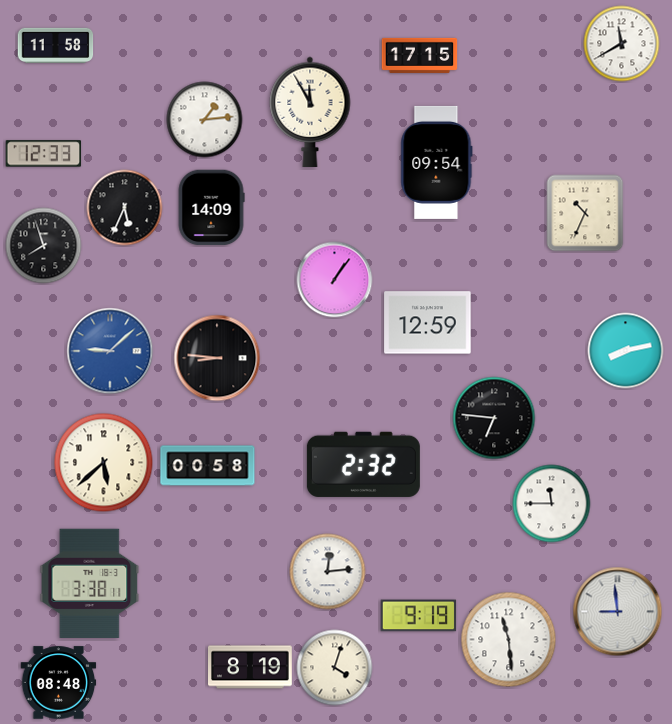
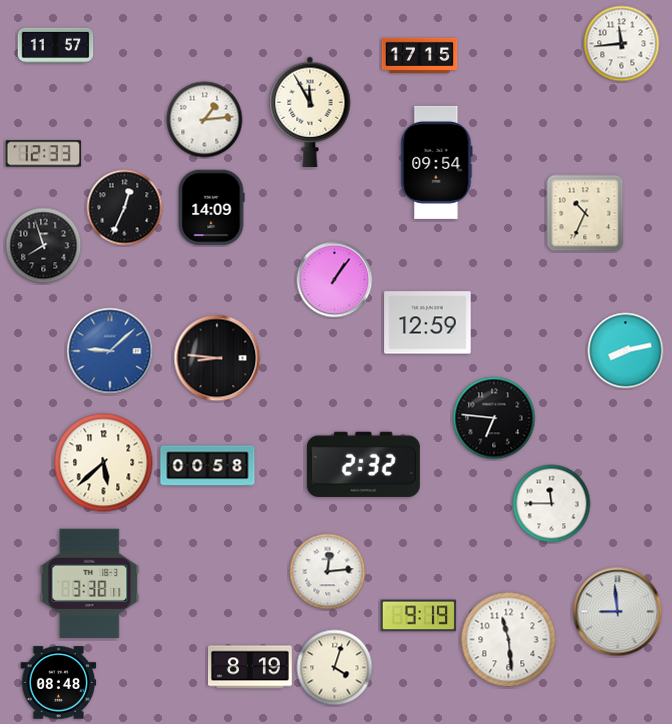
clock at (622, 44): 11:40 -> 11:44
clock at (56, 45): 11:58 -> 11:57
clock at (125, 208): 5:34 -> 12:34
